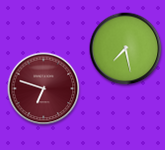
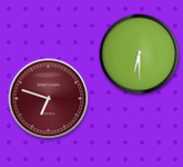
clock at (126, 49): 7:28 -> 6:30
